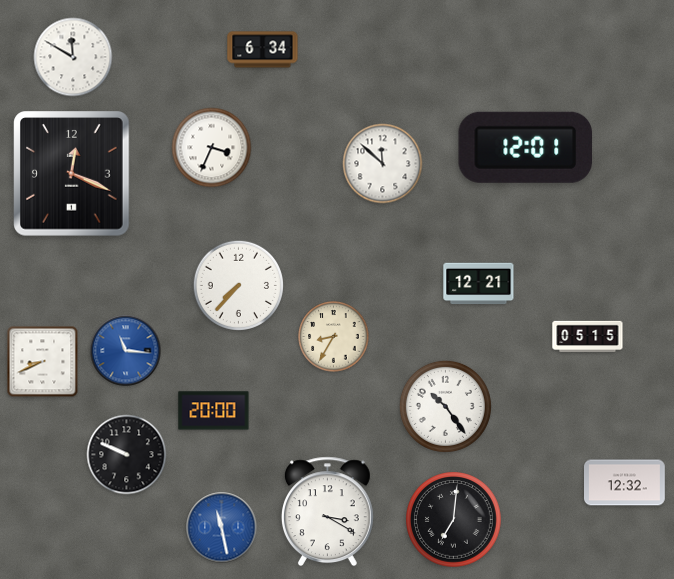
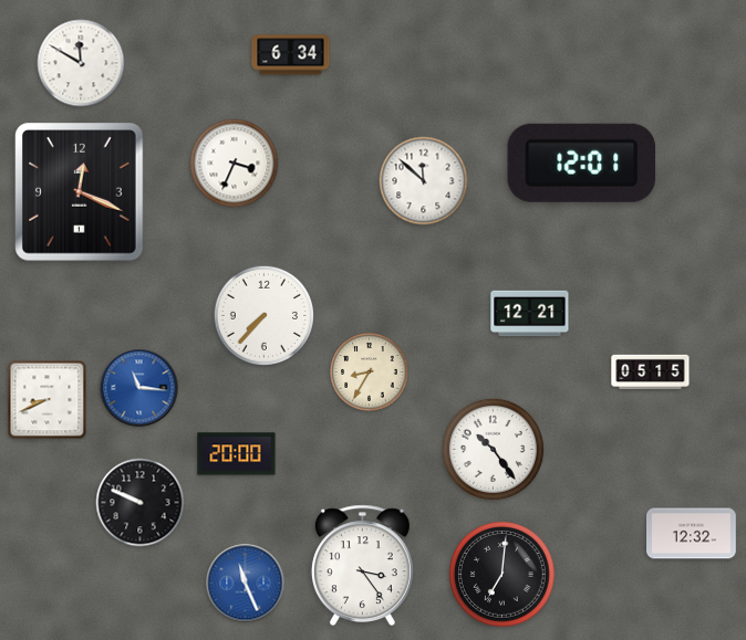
clock at (327, 512): 3:20 -> 3:24
clock at (222, 528): 11:28 -> 11:26
